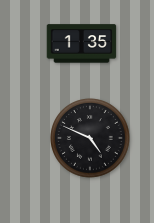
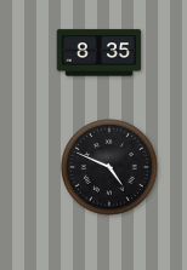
clock at (82, 44): 1:35 -> 8:35
